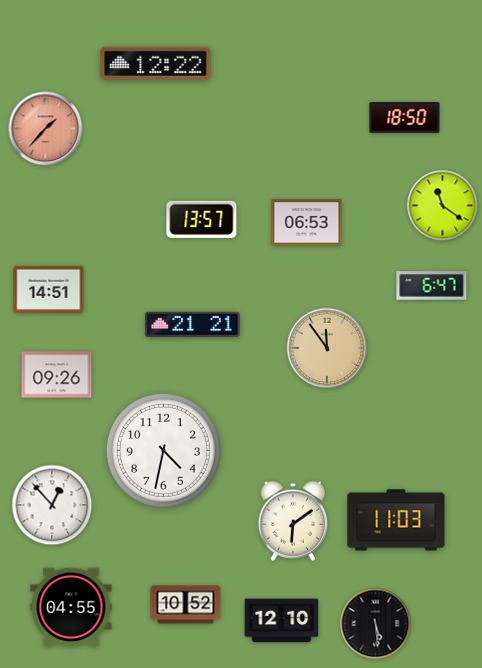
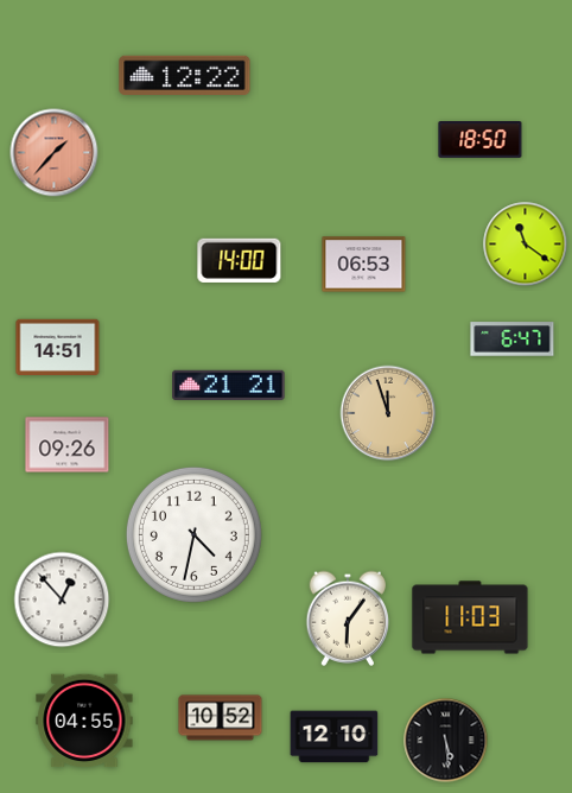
clock at (202, 219): 13:57 -> 14:00
clock at (49, 289) position: (49, 289) -> (58, 347)
clock at (327, 348): 11:54 -> 11:57
clock at (293, 521): 6:09 -> 6:06
